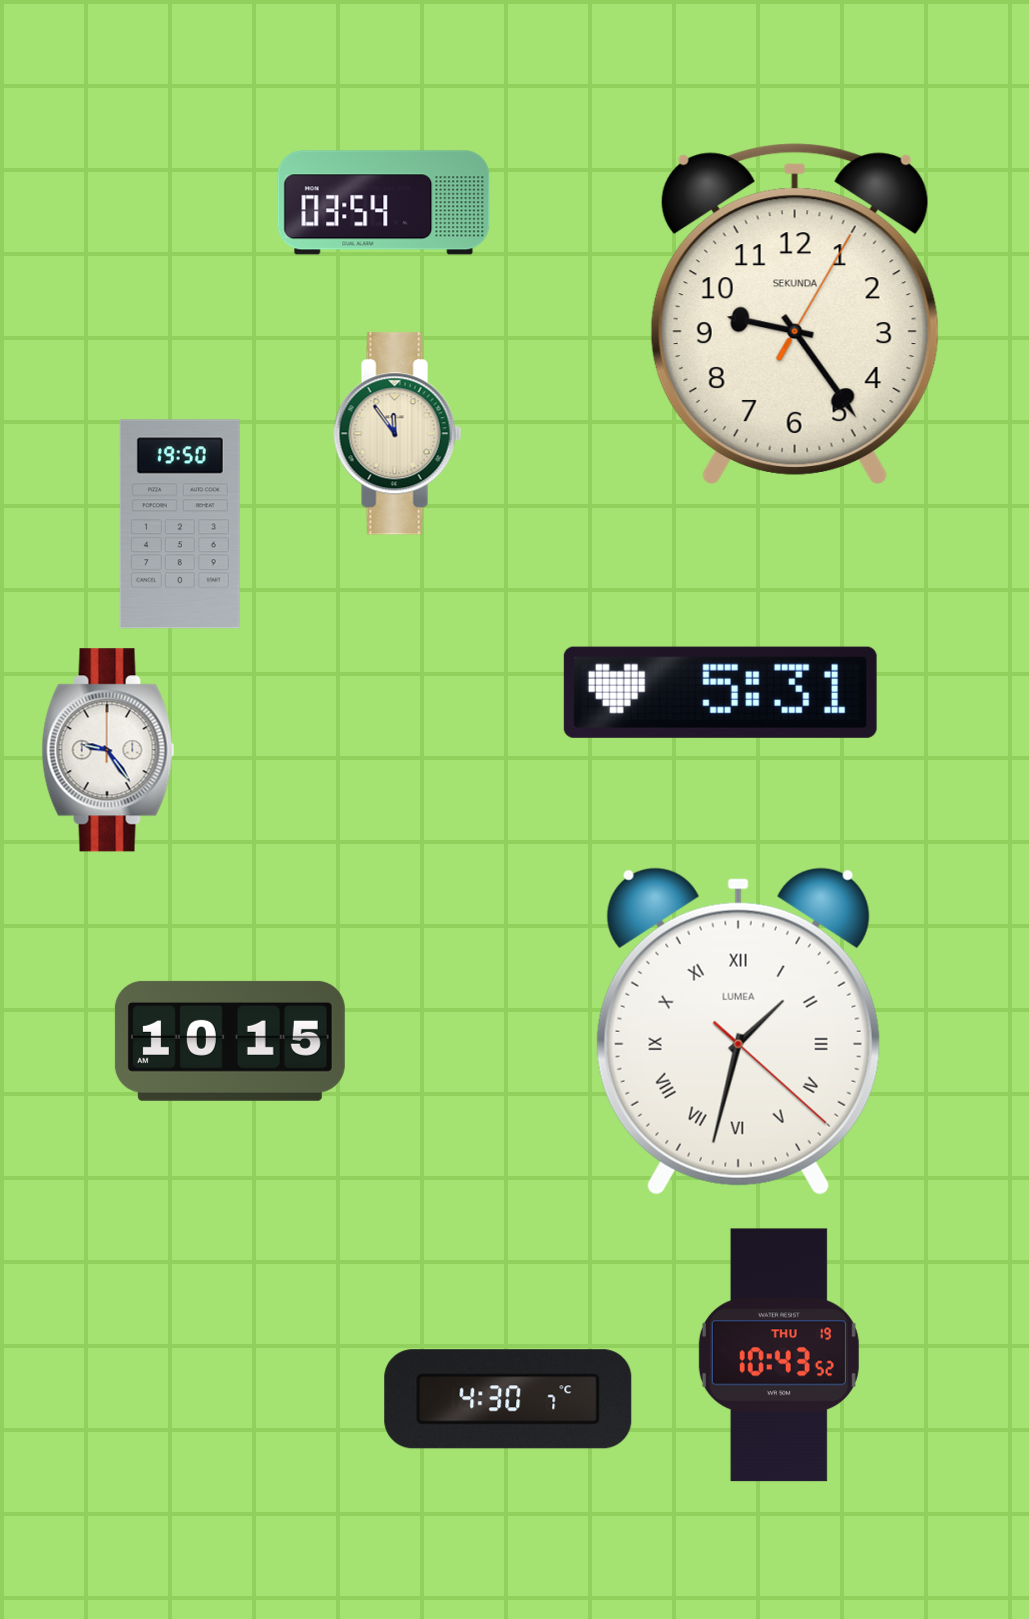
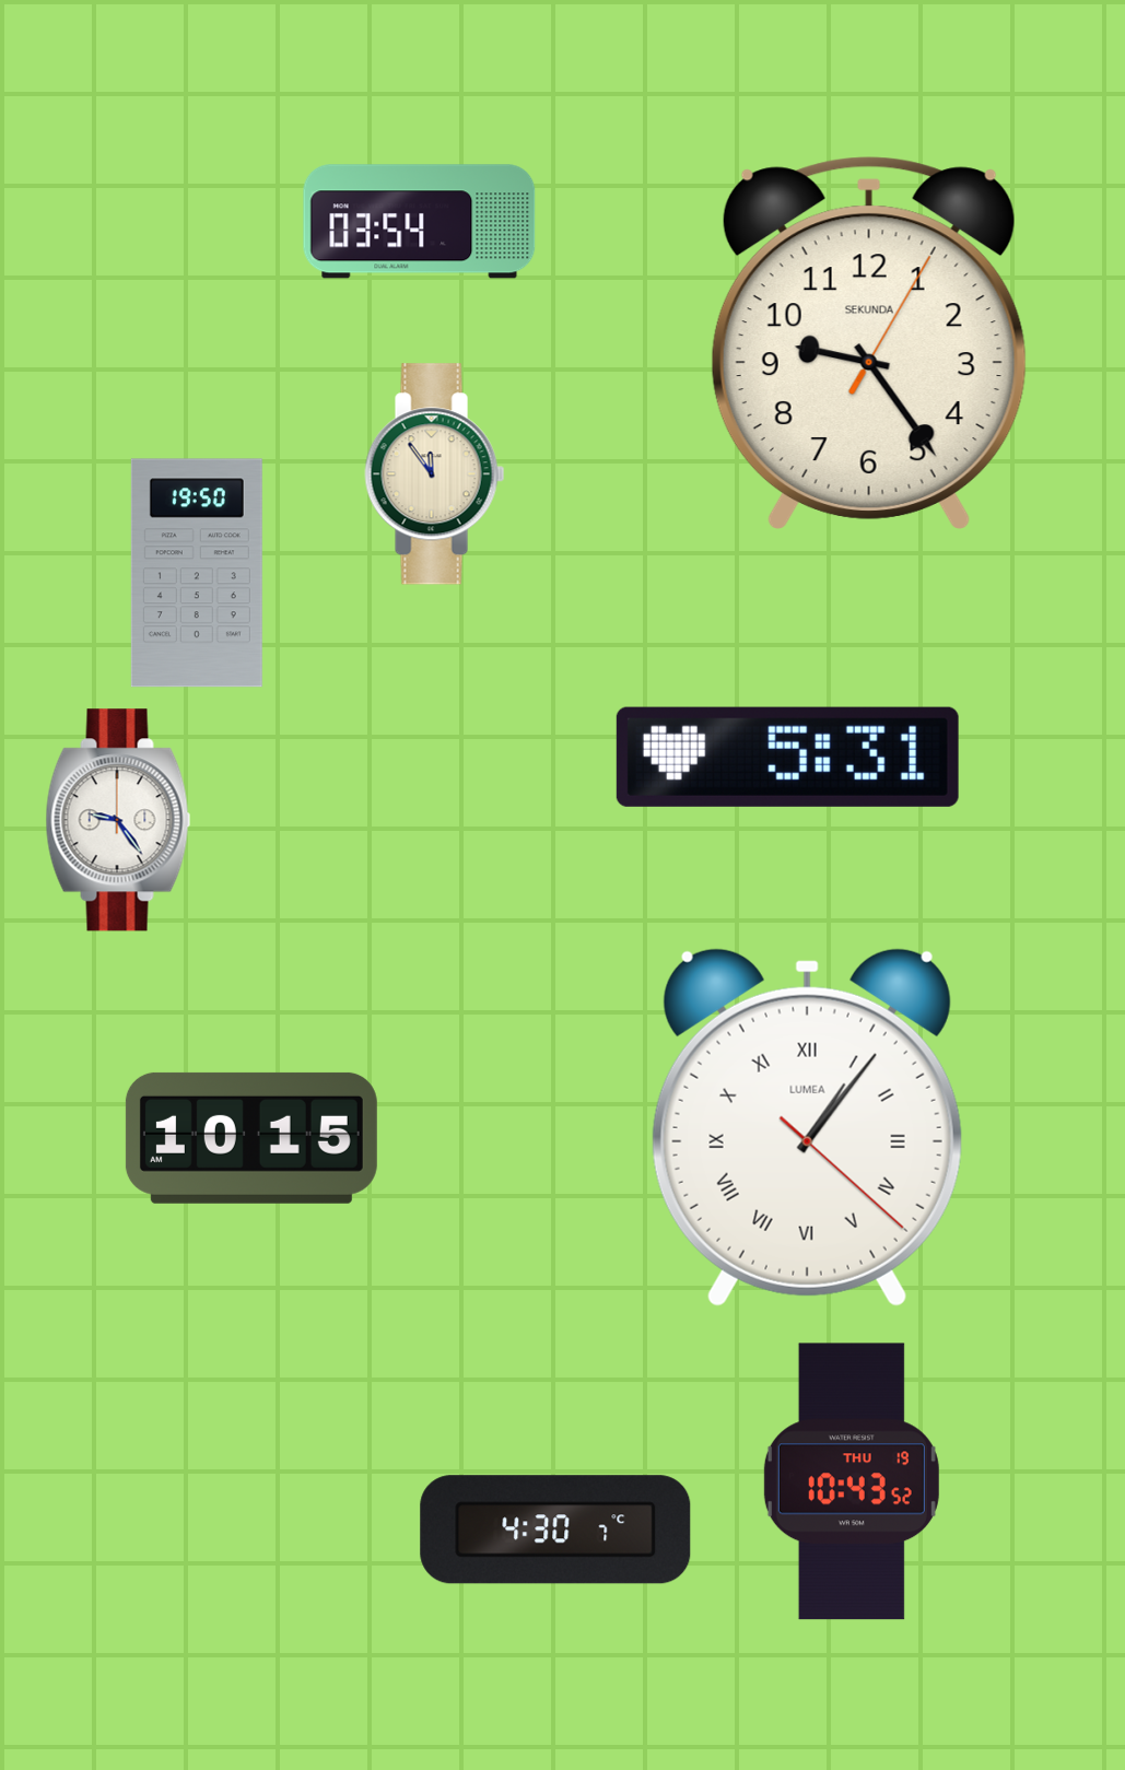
clock at (738, 1031): 1:32 -> 1:06
